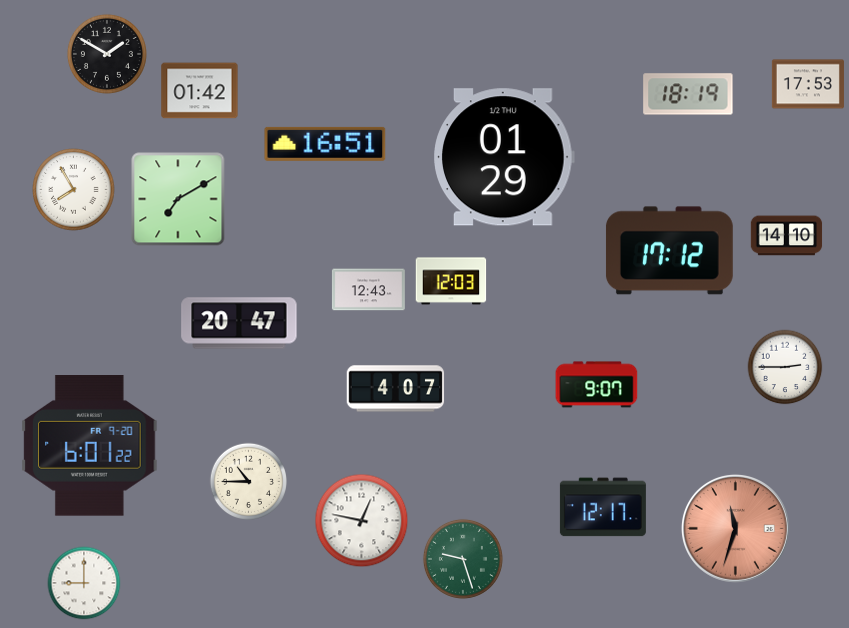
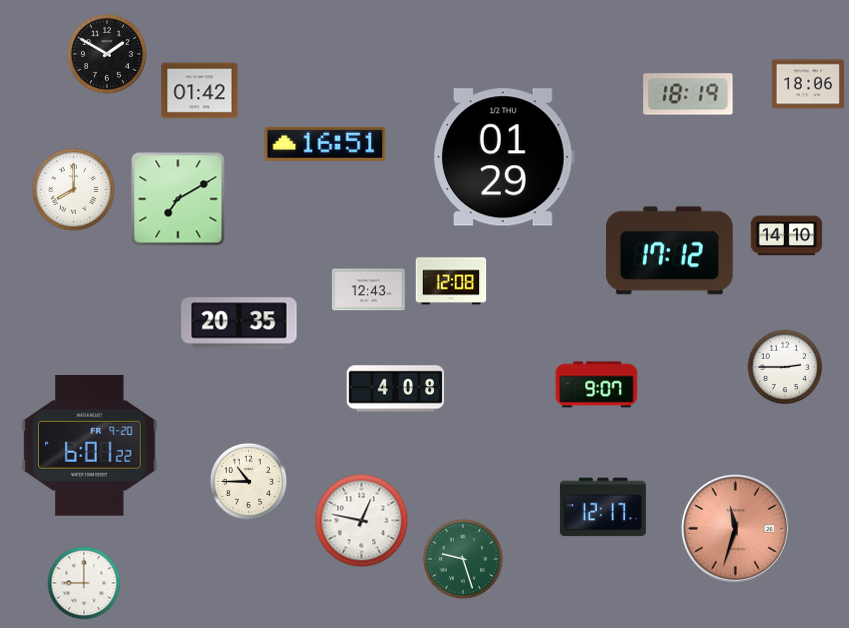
clock at (808, 84): 17:53 -> 18:06
clock at (74, 190): 7:55 -> 8:00
clock at (451, 281): 12:03 -> 12:08
clock at (239, 323): 20:47 -> 20:35
clock at (396, 389): 4:07 -> 4:08
